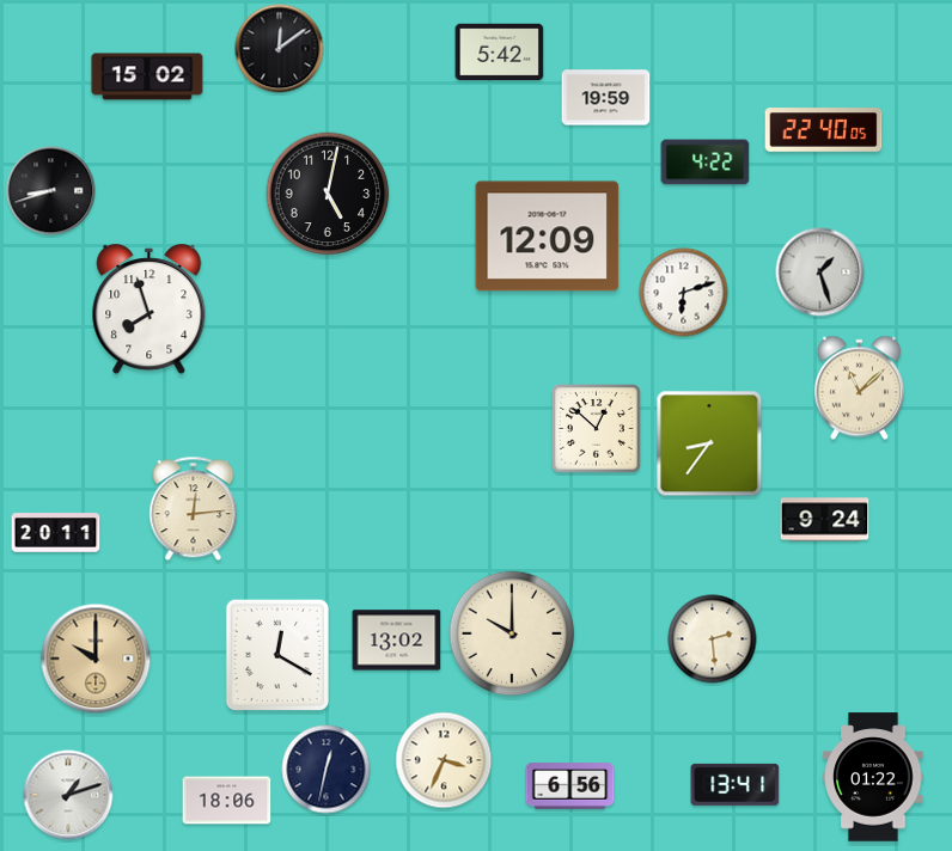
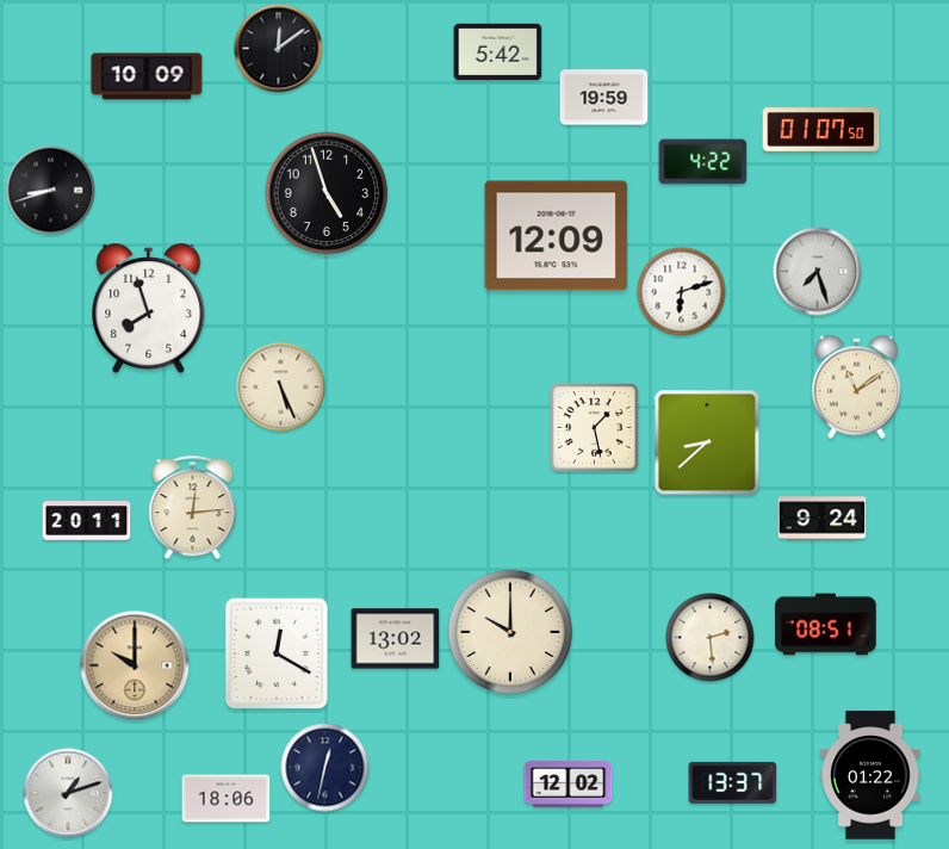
clock at (147, 76): 15:02 -> 10:09
clock at (824, 130): 22:40 -> 01:07
clock at (328, 194): 5:02 -> 4:57
clock at (548, 237) position: (548, 237) -> (557, 236)
clock at (820, 273): 1:27 -> 7:27
clock at (281, 388): none -> 5:26
clock at (859, 388): 11:08 -> 11:09
clock at (597, 429): 12:52 -> 1:28
clock at (709, 443): 8:36 -> 8:38
clock at (56, 533) position: (56, 533) -> (87, 521)
clock at (826, 625): none -> 08:51
clock at (96, 659) position: (96, 659) -> (135, 665)
clock at (444, 760): 3:34 -> none
clock at (736, 784): 13:41 -> 13:37
clock at (570, 786): 6:56 -> 12:02
